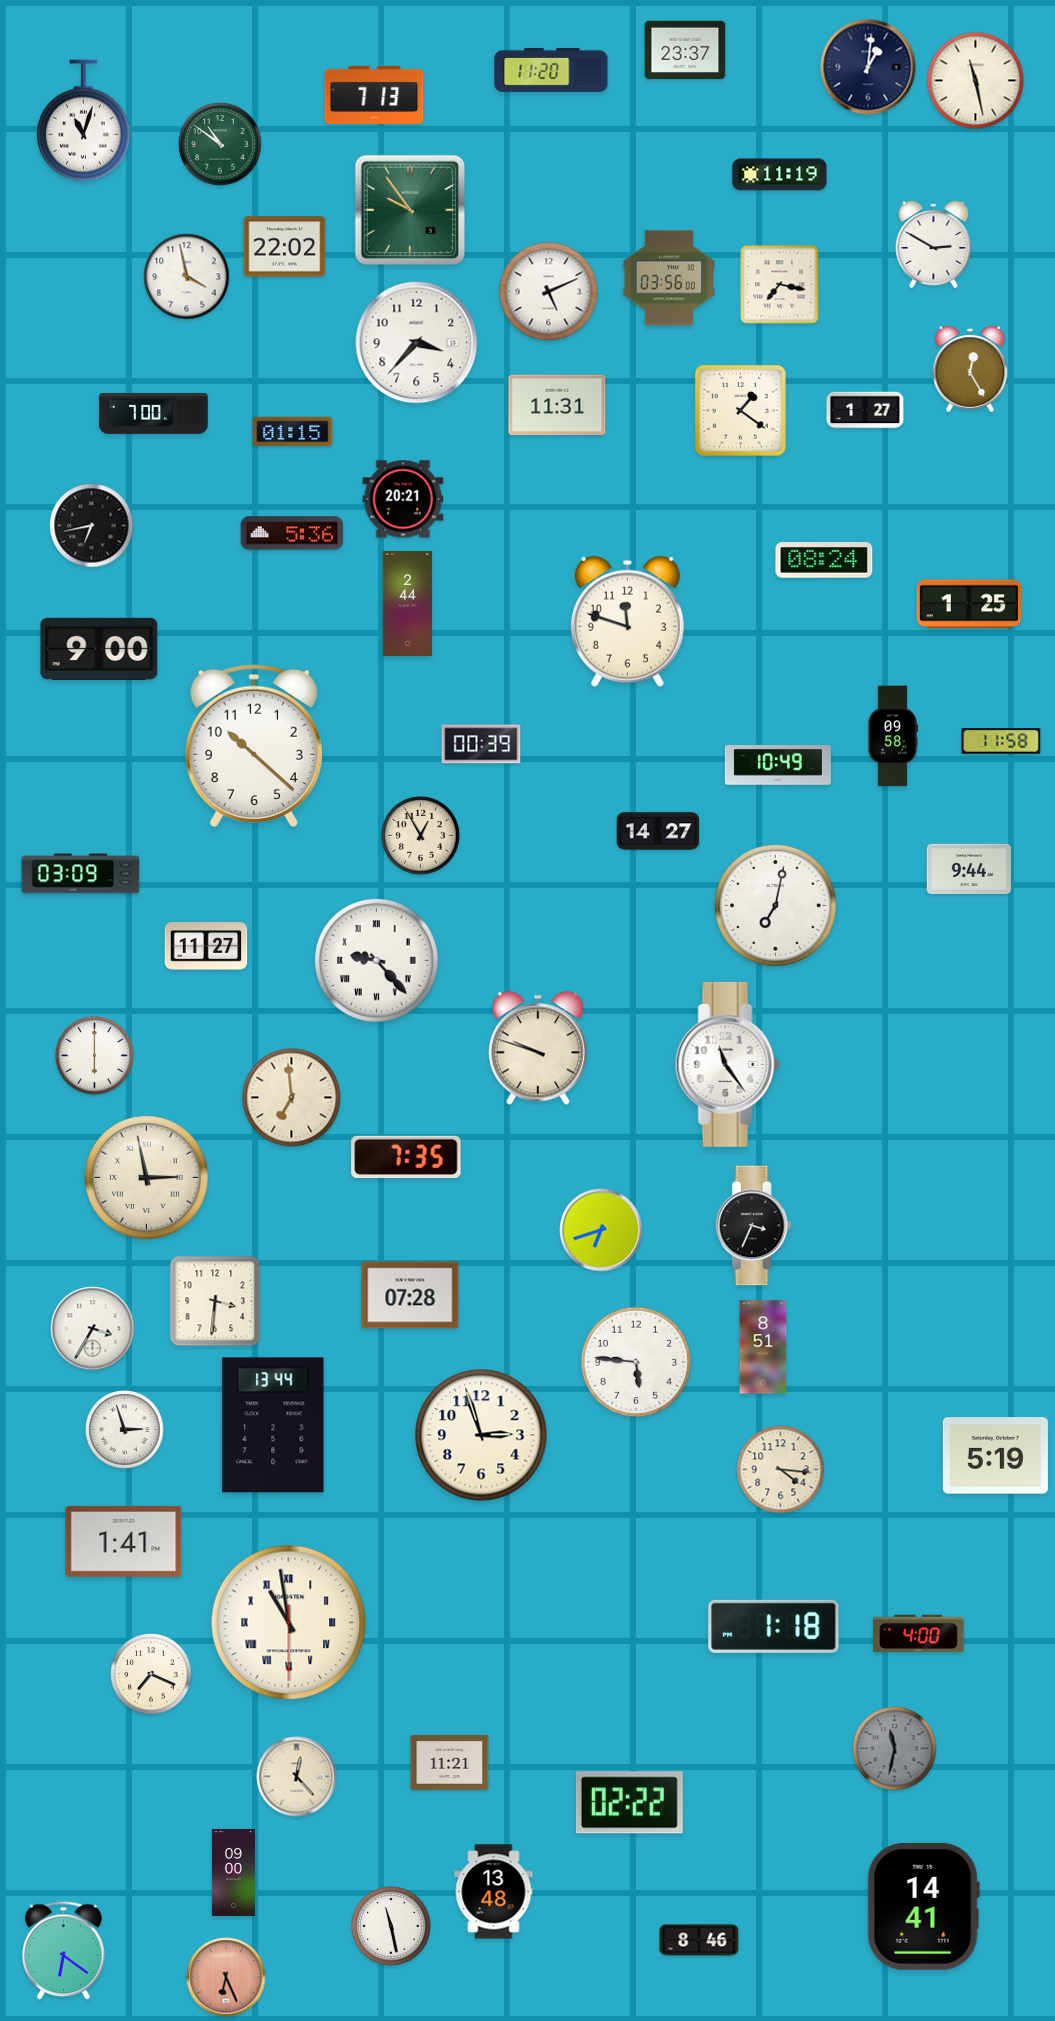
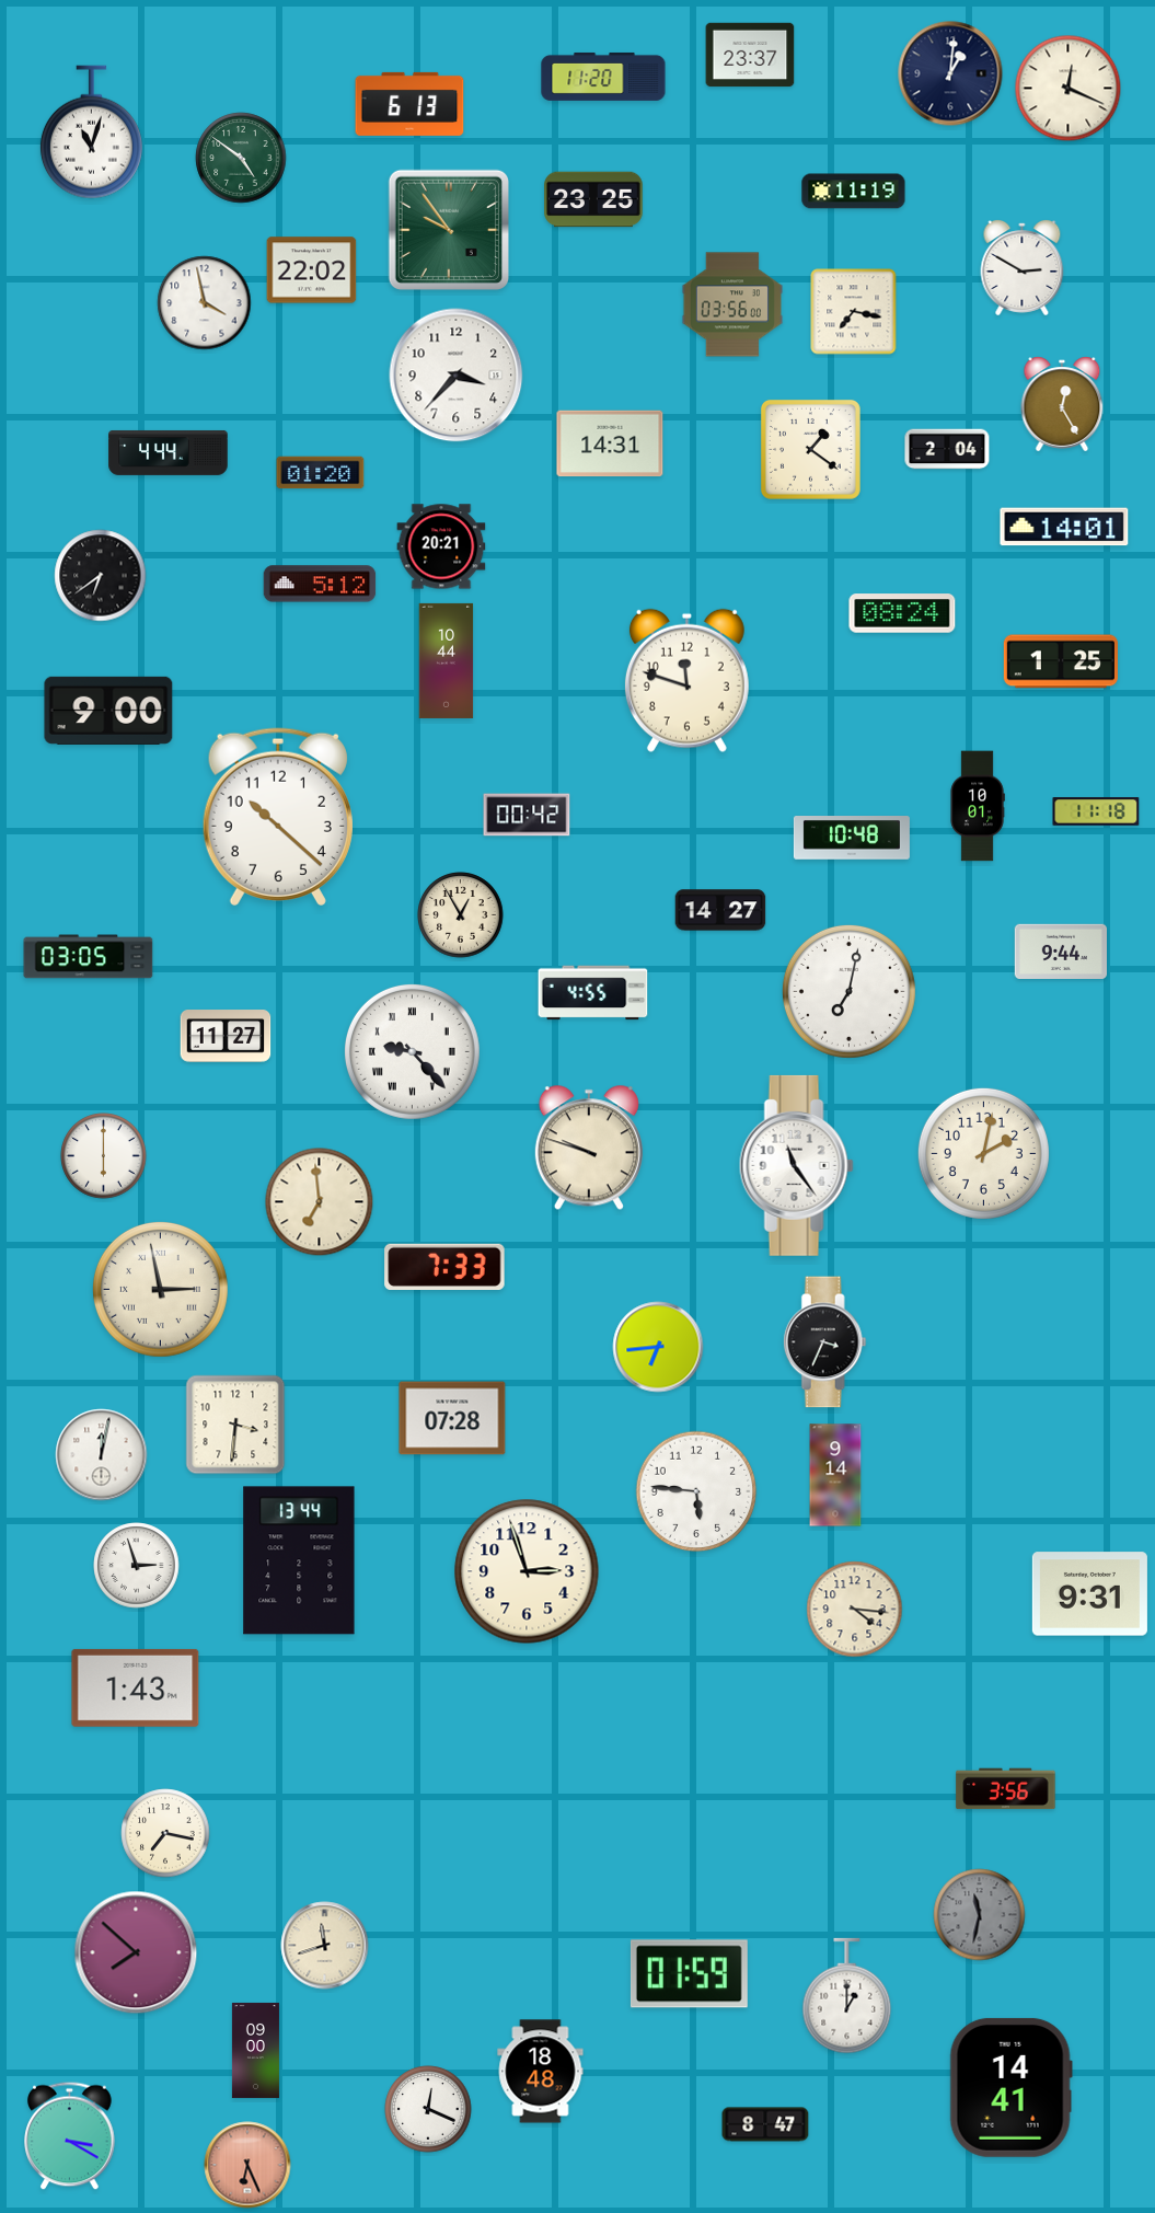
clock at (976, 81): 11:28 -> 12:19
clock at (374, 95): 7:13 -> 6:13
clock at (220, 144): 10:51 -> 4:51
clock at (593, 199): none -> 23:25
clock at (549, 292): 5:11 -> none
clock at (557, 405): 11:31 -> 14:31
clock at (865, 410): 1:27 -> 2:04
clock at (154, 413): 7:00 -> 4:44
clock at (293, 432): 01:15 -> 01:20
clock at (1064, 527): none -> 14:01
clock at (92, 526): 6:43 -> 6:39
clock at (292, 533): 5:36 -> 5:12
clock at (408, 603): 2:44 -> 10:44
clock at (893, 736): 09:58 -> 10:01
clock at (1001, 741): 11:58 -> 11:18
clock at (481, 744): 00:39 -> 00:42
clock at (778, 766): 10:49 -> 10:48
clock at (81, 874): 03:09 -> 03:05
clock at (593, 993): none -> 4:55
clock at (983, 1153): none -> 2:02
clock at (406, 1156): 7:35 -> 7:33
clock at (601, 1230): 6:42 -> 6:44
clock at (410, 1295) position: (410, 1295) -> (452, 1418)
clock at (93, 1329): 3:35 -> 12:02
clock at (763, 1347): 8:51 -> 9:14
clock at (995, 1456): 5:19 -> 9:31
clock at (124, 1541): 1:41 -> 1:43
clock at (289, 1623): 10:58 -> none
clock at (774, 1626): 1:18 -> none
clock at (919, 1634): 4:00 -> 3:56
clock at (151, 1674): 7:19 -> 7:17
clock at (450, 1762): 11:21 -> none
clock at (297, 1777): 12:23 -> 11:42
clock at (136, 1952): none -> 7:52
clock at (629, 1803): 02:22 -> 01:59
clock at (847, 1996): none -> 1:00
clock at (494, 1892): 13:48 -> 18:48
clock at (391, 1926): 11:28 -> 12:19
clock at (699, 1940): 8:46 -> 8:47
clock at (64, 1951): 6:21 -> 3:20
